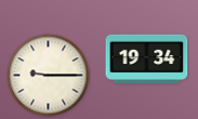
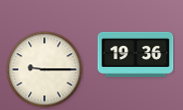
clock at (147, 58): 19:34 -> 19:36
